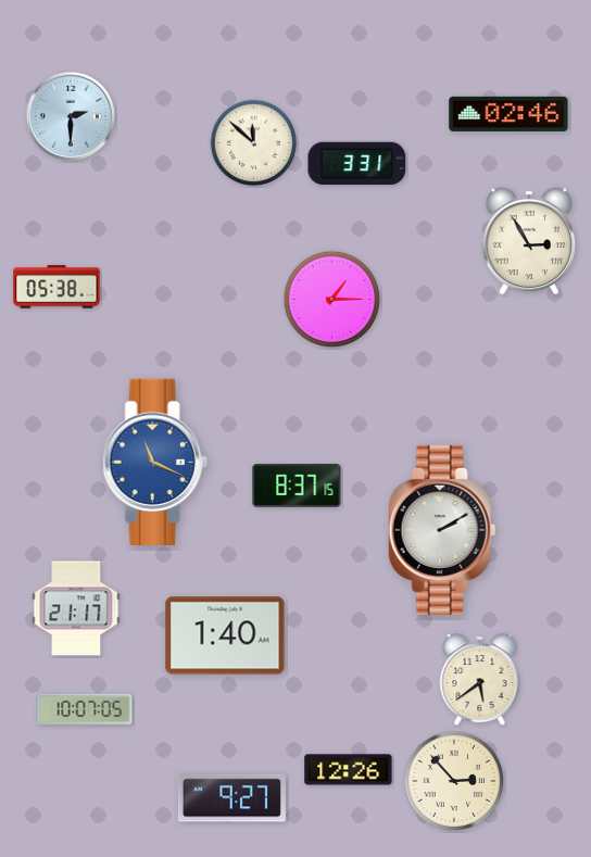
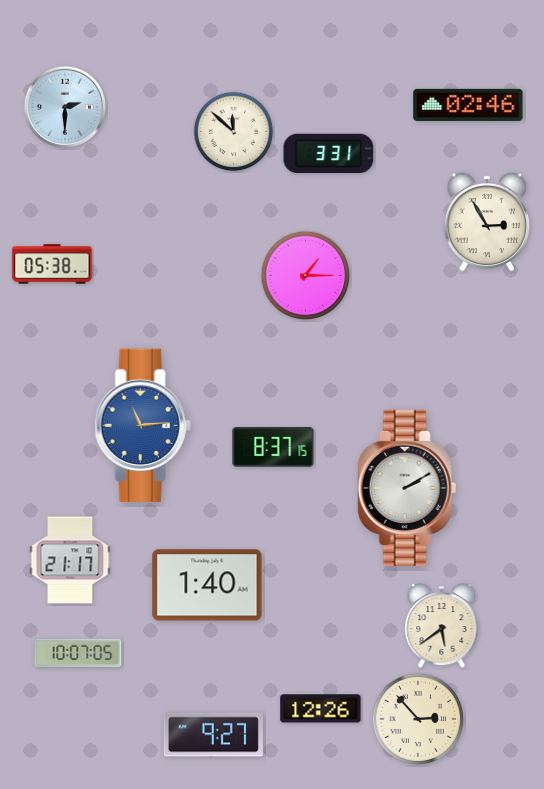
clock at (357, 163) position: (357, 163) -> (329, 153)
clock at (154, 462): 11:19 -> 11:14
